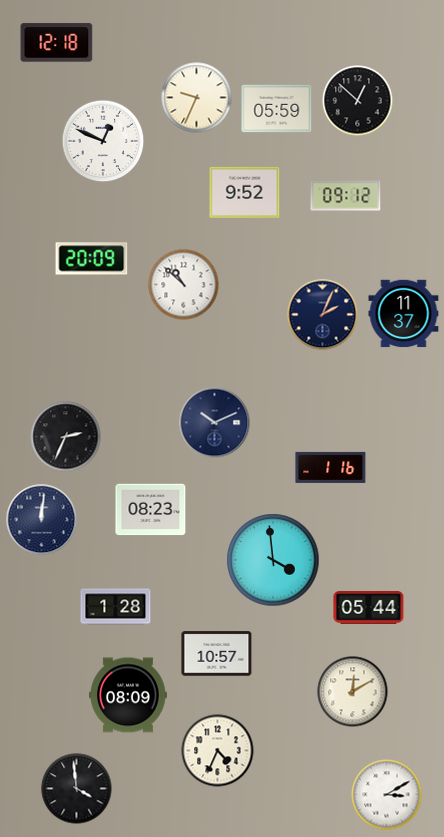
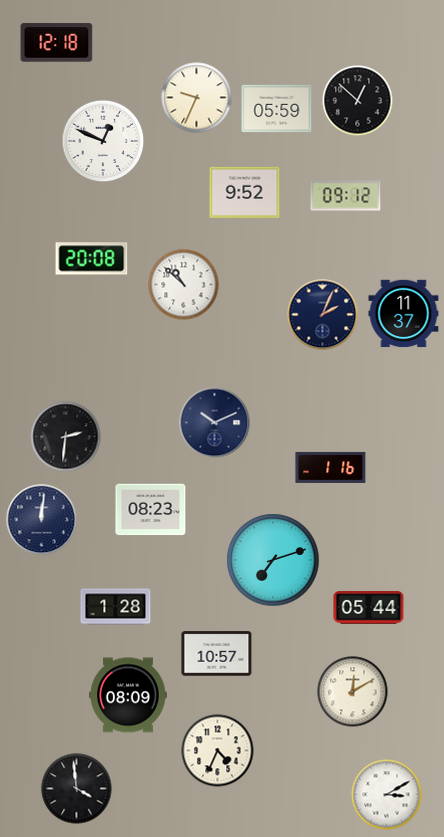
clock at (92, 259): 20:09 -> 20:08
clock at (66, 437): 2:34 -> 2:31
clock at (273, 560): 3:59 -> 7:12
